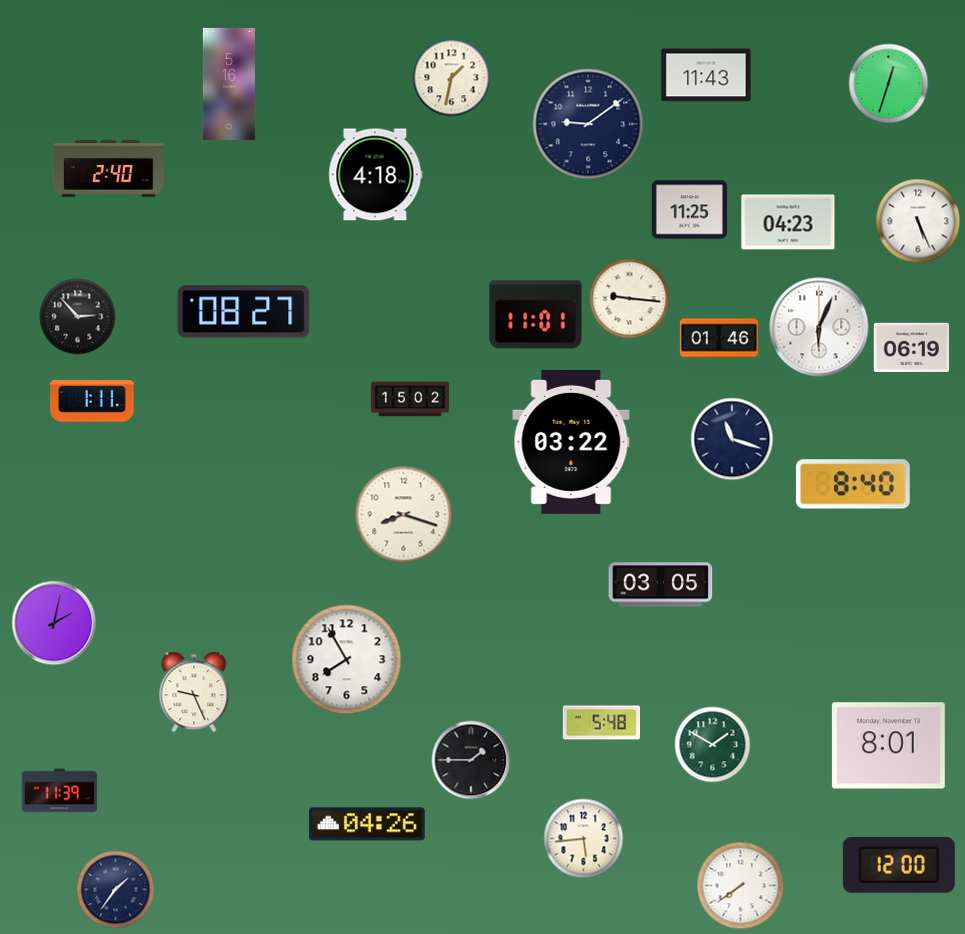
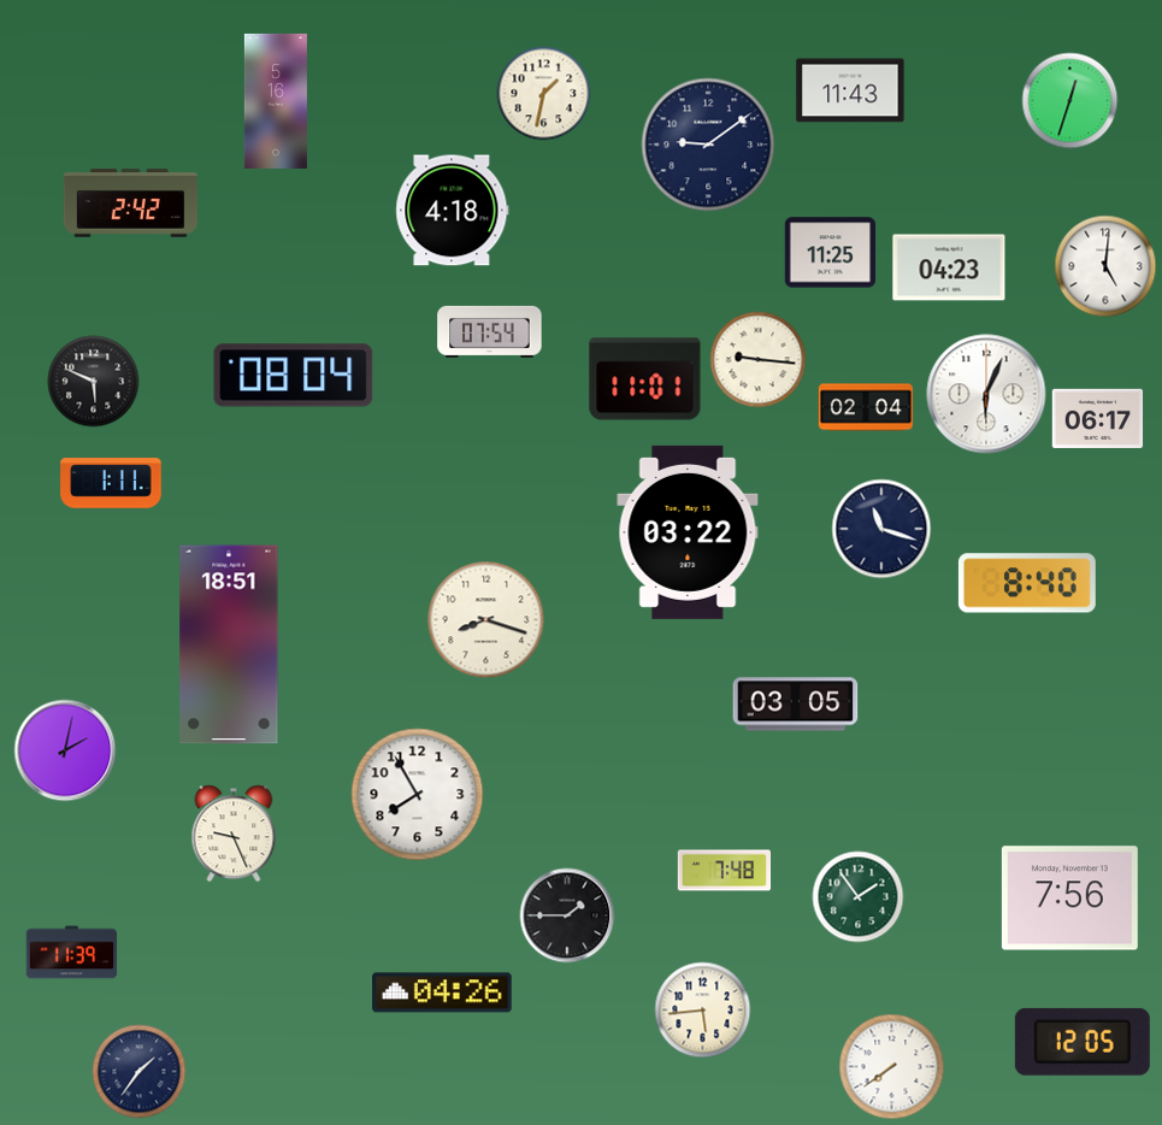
clock at (588, 124) position: (588, 124) -> (708, 145)
clock at (108, 169): 2:40 -> 2:42
clock at (918, 221): 5:26 -> 5:01
clock at (490, 331): none -> 07:54
clock at (244, 312): 08:27 -> 08:04
clock at (78, 317): 2:53 -> 5:49
clock at (719, 338): 01:46 -> 02:04
clock at (912, 347): 06:19 -> 06:17
clock at (410, 399): 15:02 -> none
clock at (229, 644): none -> 18:51
clock at (601, 723): 5:48 -> 7:48
clock at (713, 745): 1:50 -> 1:54
clock at (888, 746): 8:01 -> 7:56
clock at (899, 865): 12:00 -> 12:05
